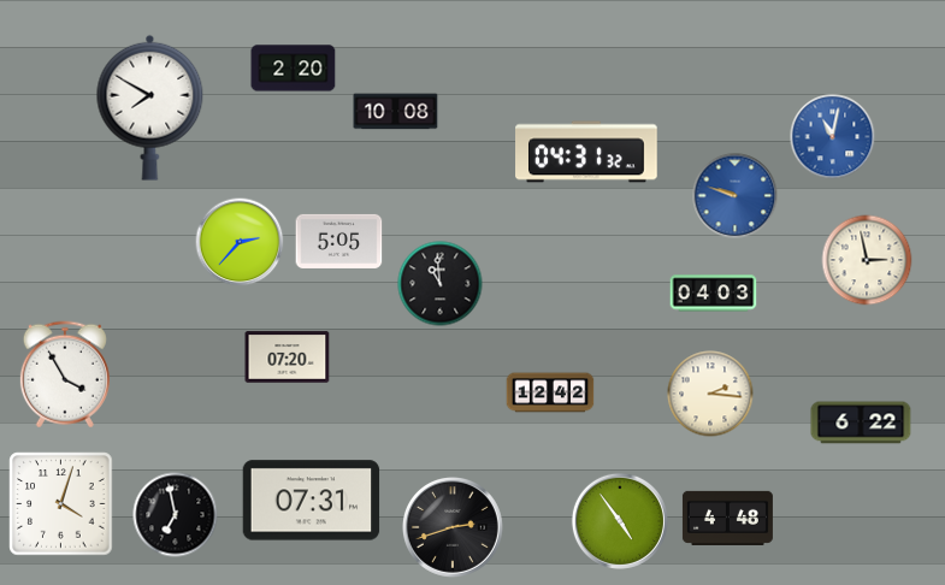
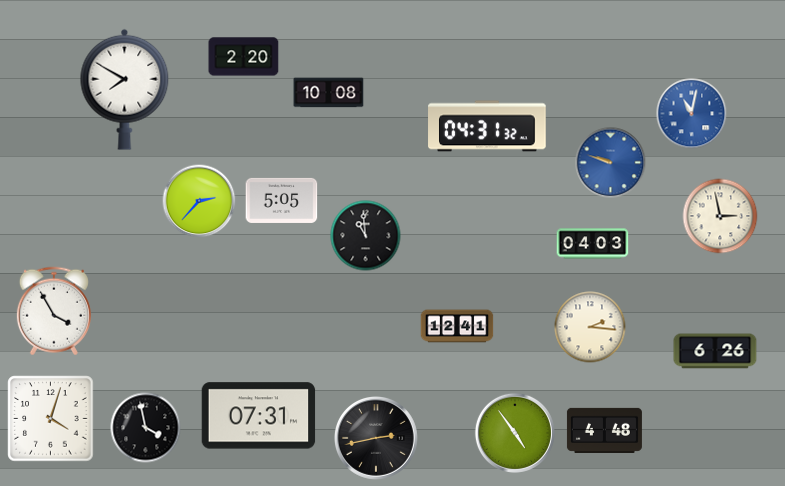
clock at (288, 357): 07:20 -> none
clock at (550, 392): 12:42 -> 12:41
clock at (861, 422): 6:22 -> 6:26
clock at (176, 515): 6:58 -> 3:58
clock at (454, 528): 2:42 -> 2:43
